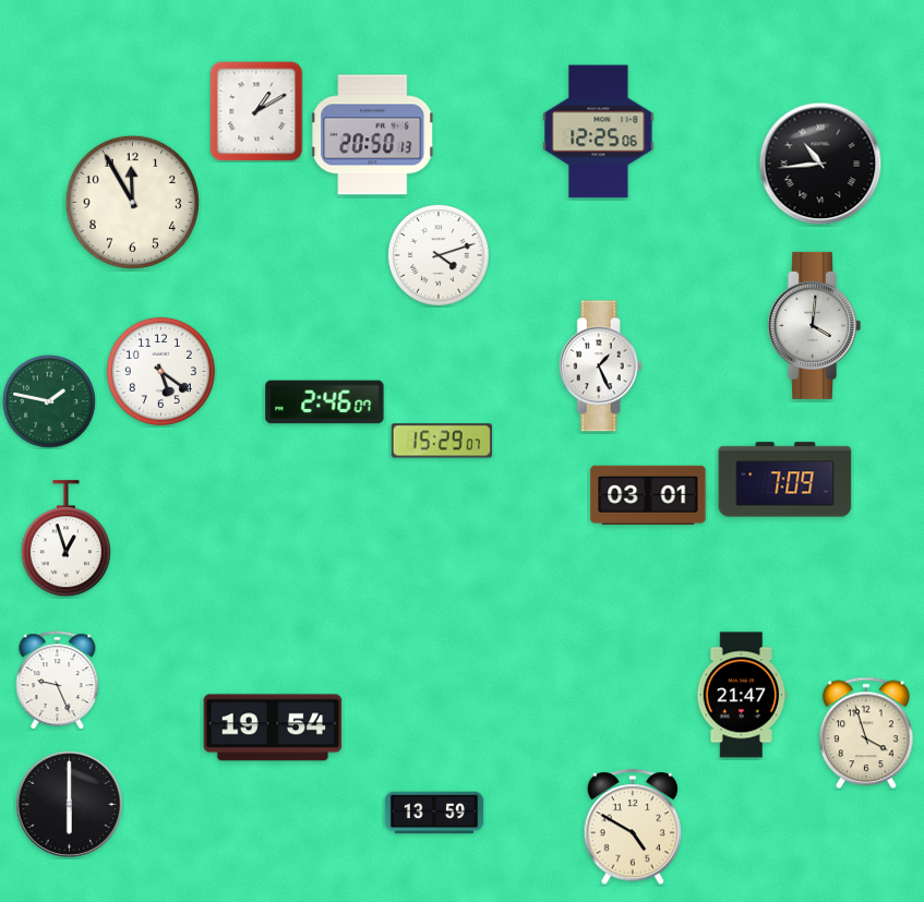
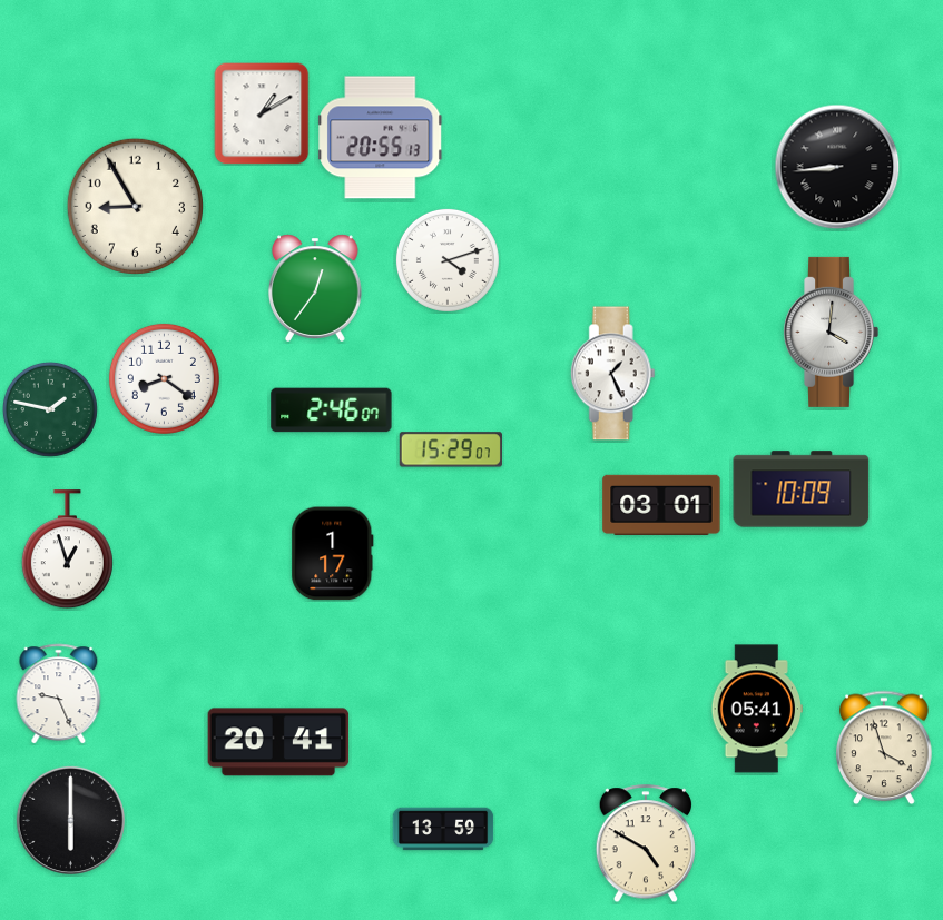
clock at (599, 132): 12:25 -> none
clock at (373, 135): 20:50 -> 20:55
clock at (820, 164): 10:44 -> 8:44
clock at (132, 202): 11:55 -> 8:55
clock at (315, 288): none -> 12:36
clock at (160, 371): 5:21 -> 8:21
clock at (785, 480): 7:09 -> 10:09
clock at (333, 554): none -> 1:17
clock at (742, 695): 21:47 -> 05:41
clock at (273, 727): 19:54 -> 20:41
